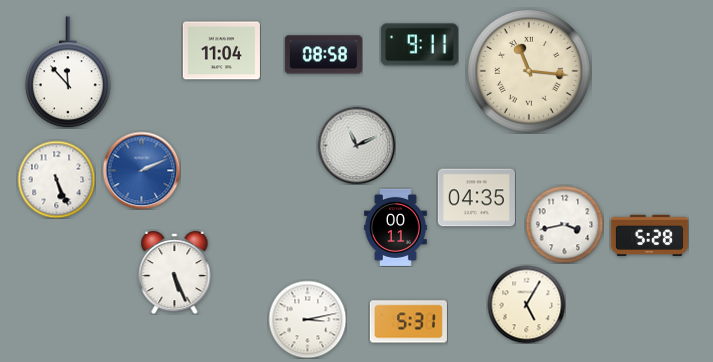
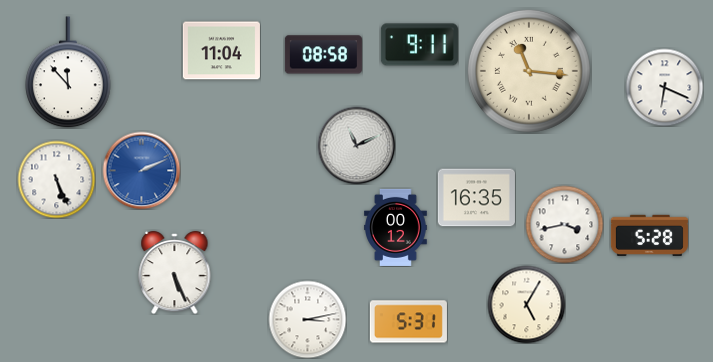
clock at (664, 87): none -> 6:19
clock at (476, 198): 04:35 -> 16:35
clock at (396, 227): 00:11 -> 00:12
